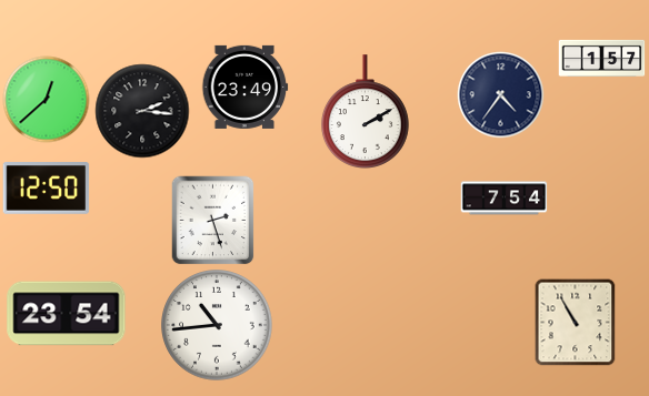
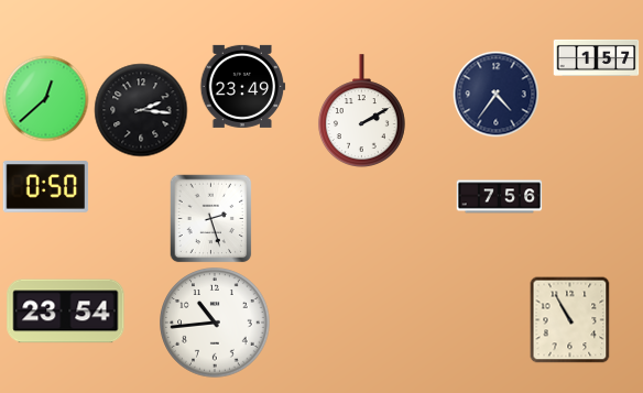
clock at (46, 189): 12:50 -> 0:50
clock at (503, 199): 7:54 -> 7:56
